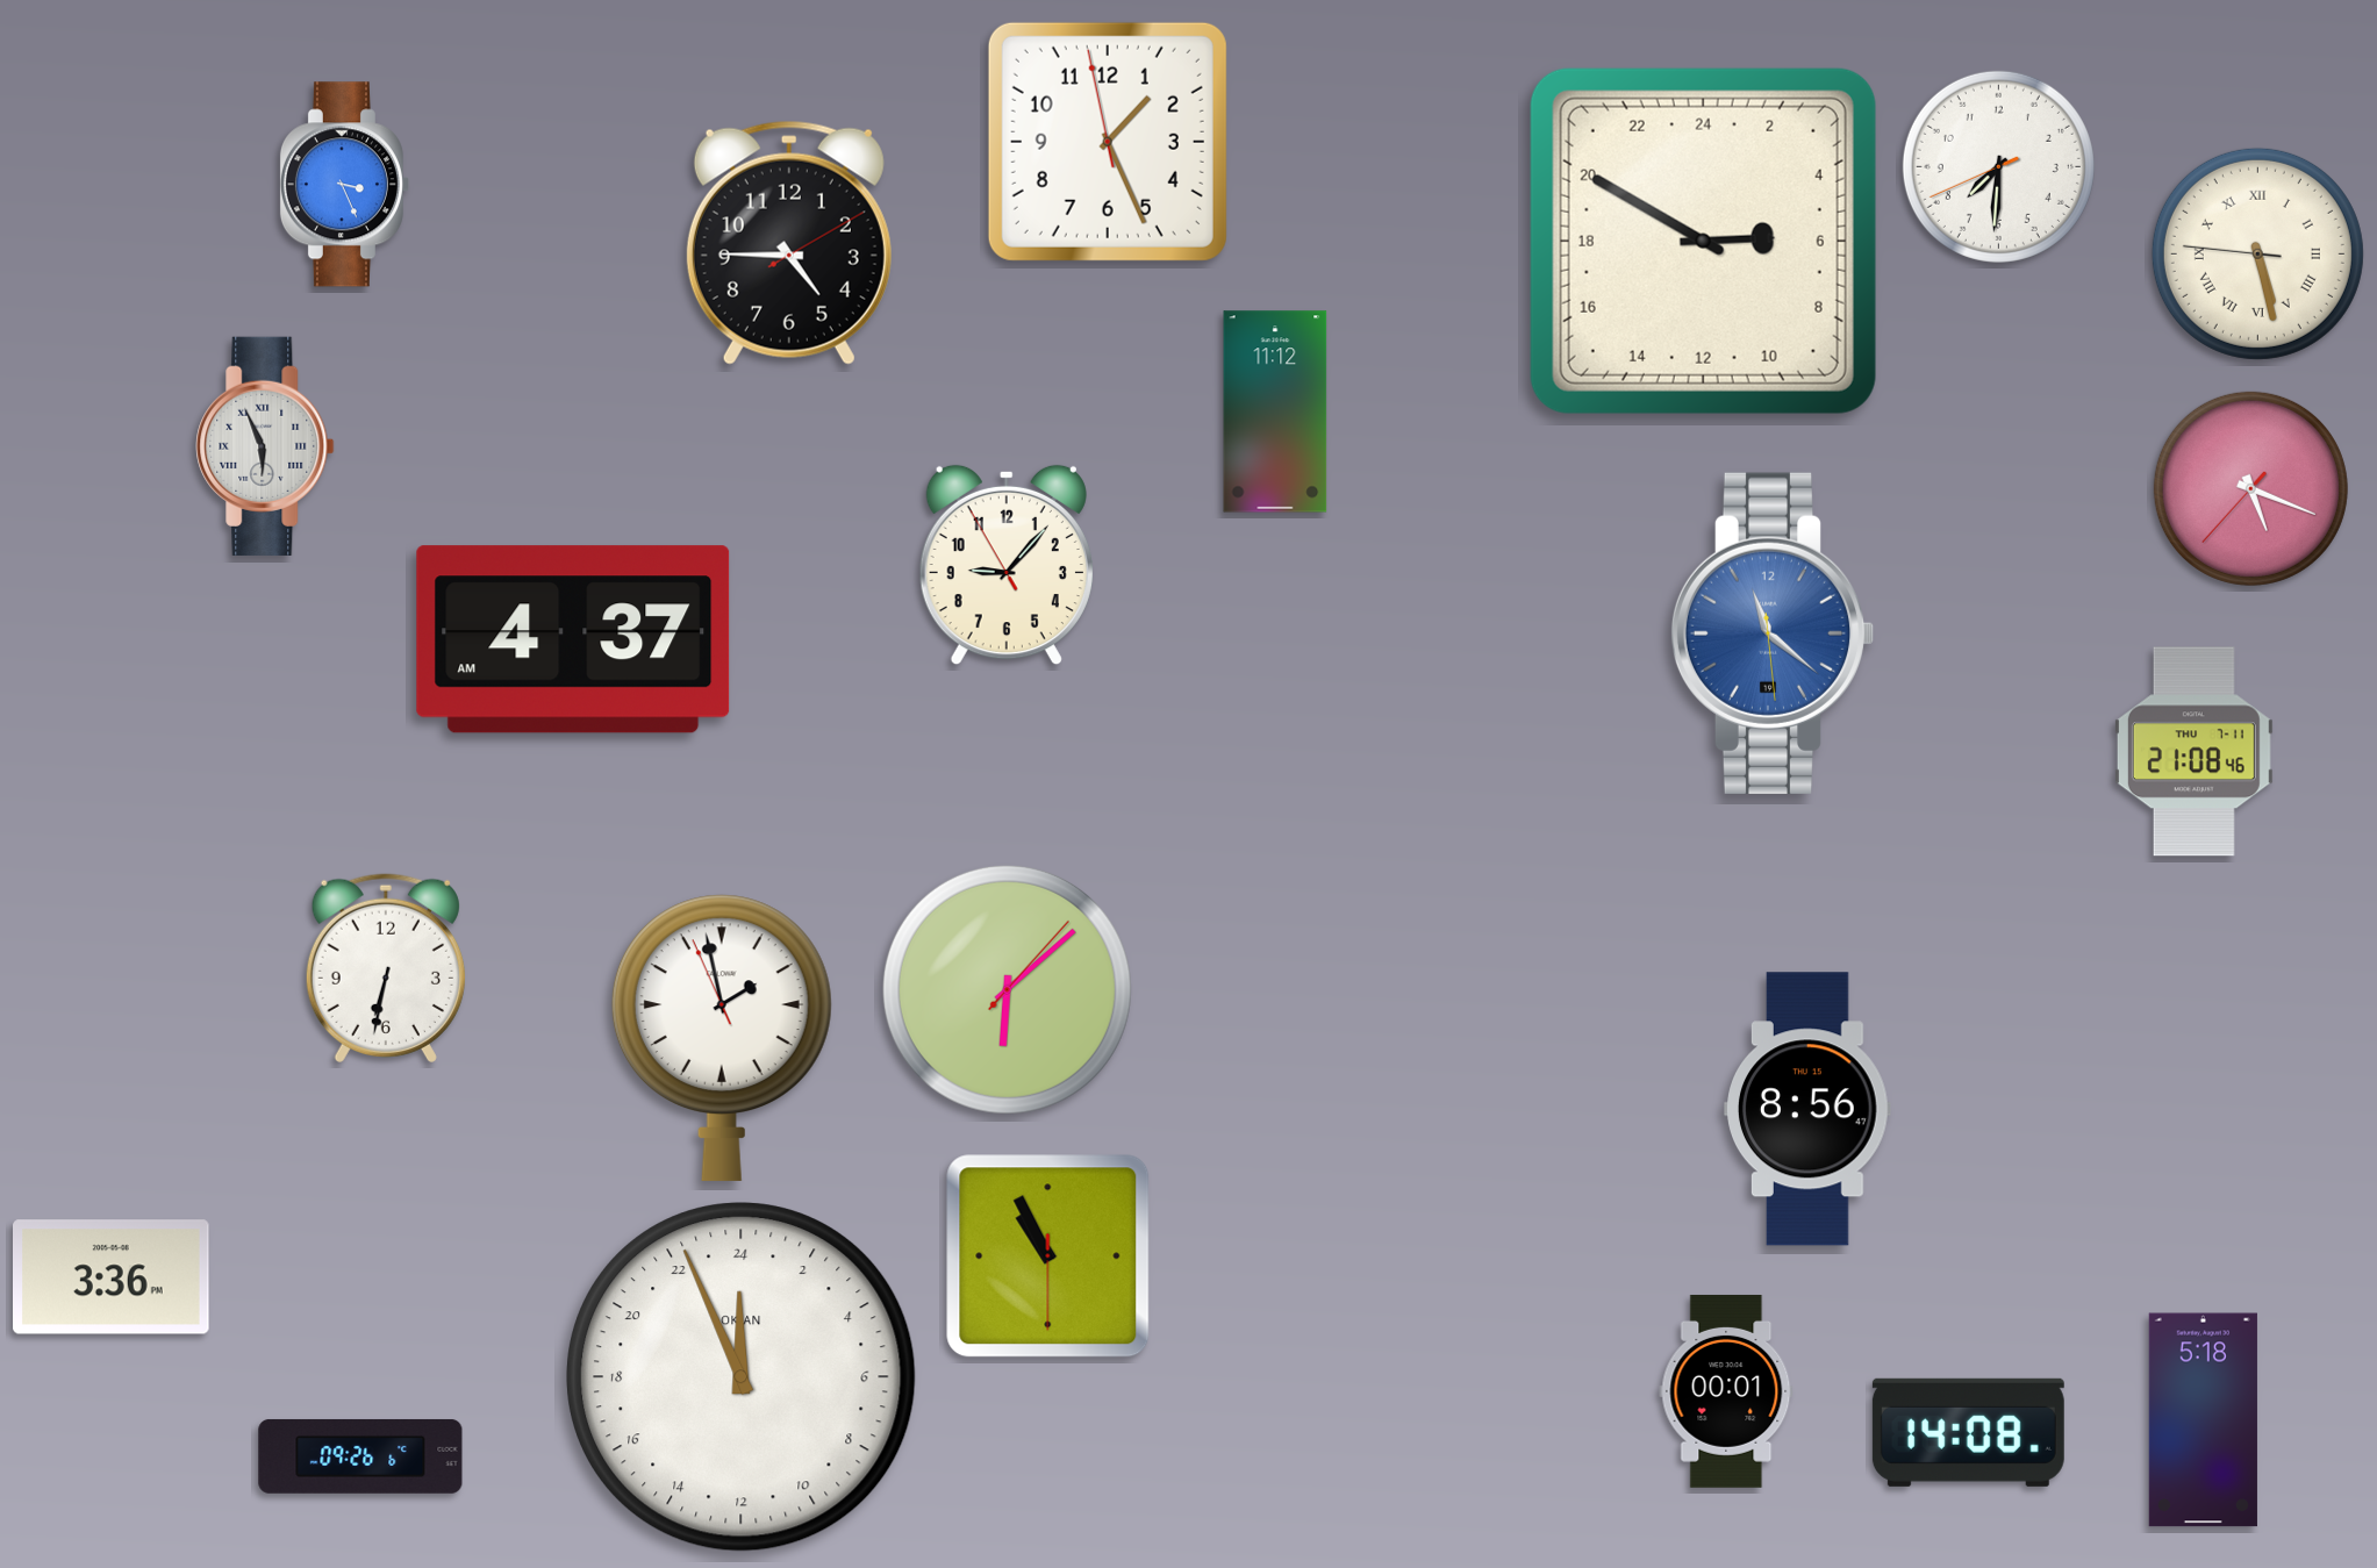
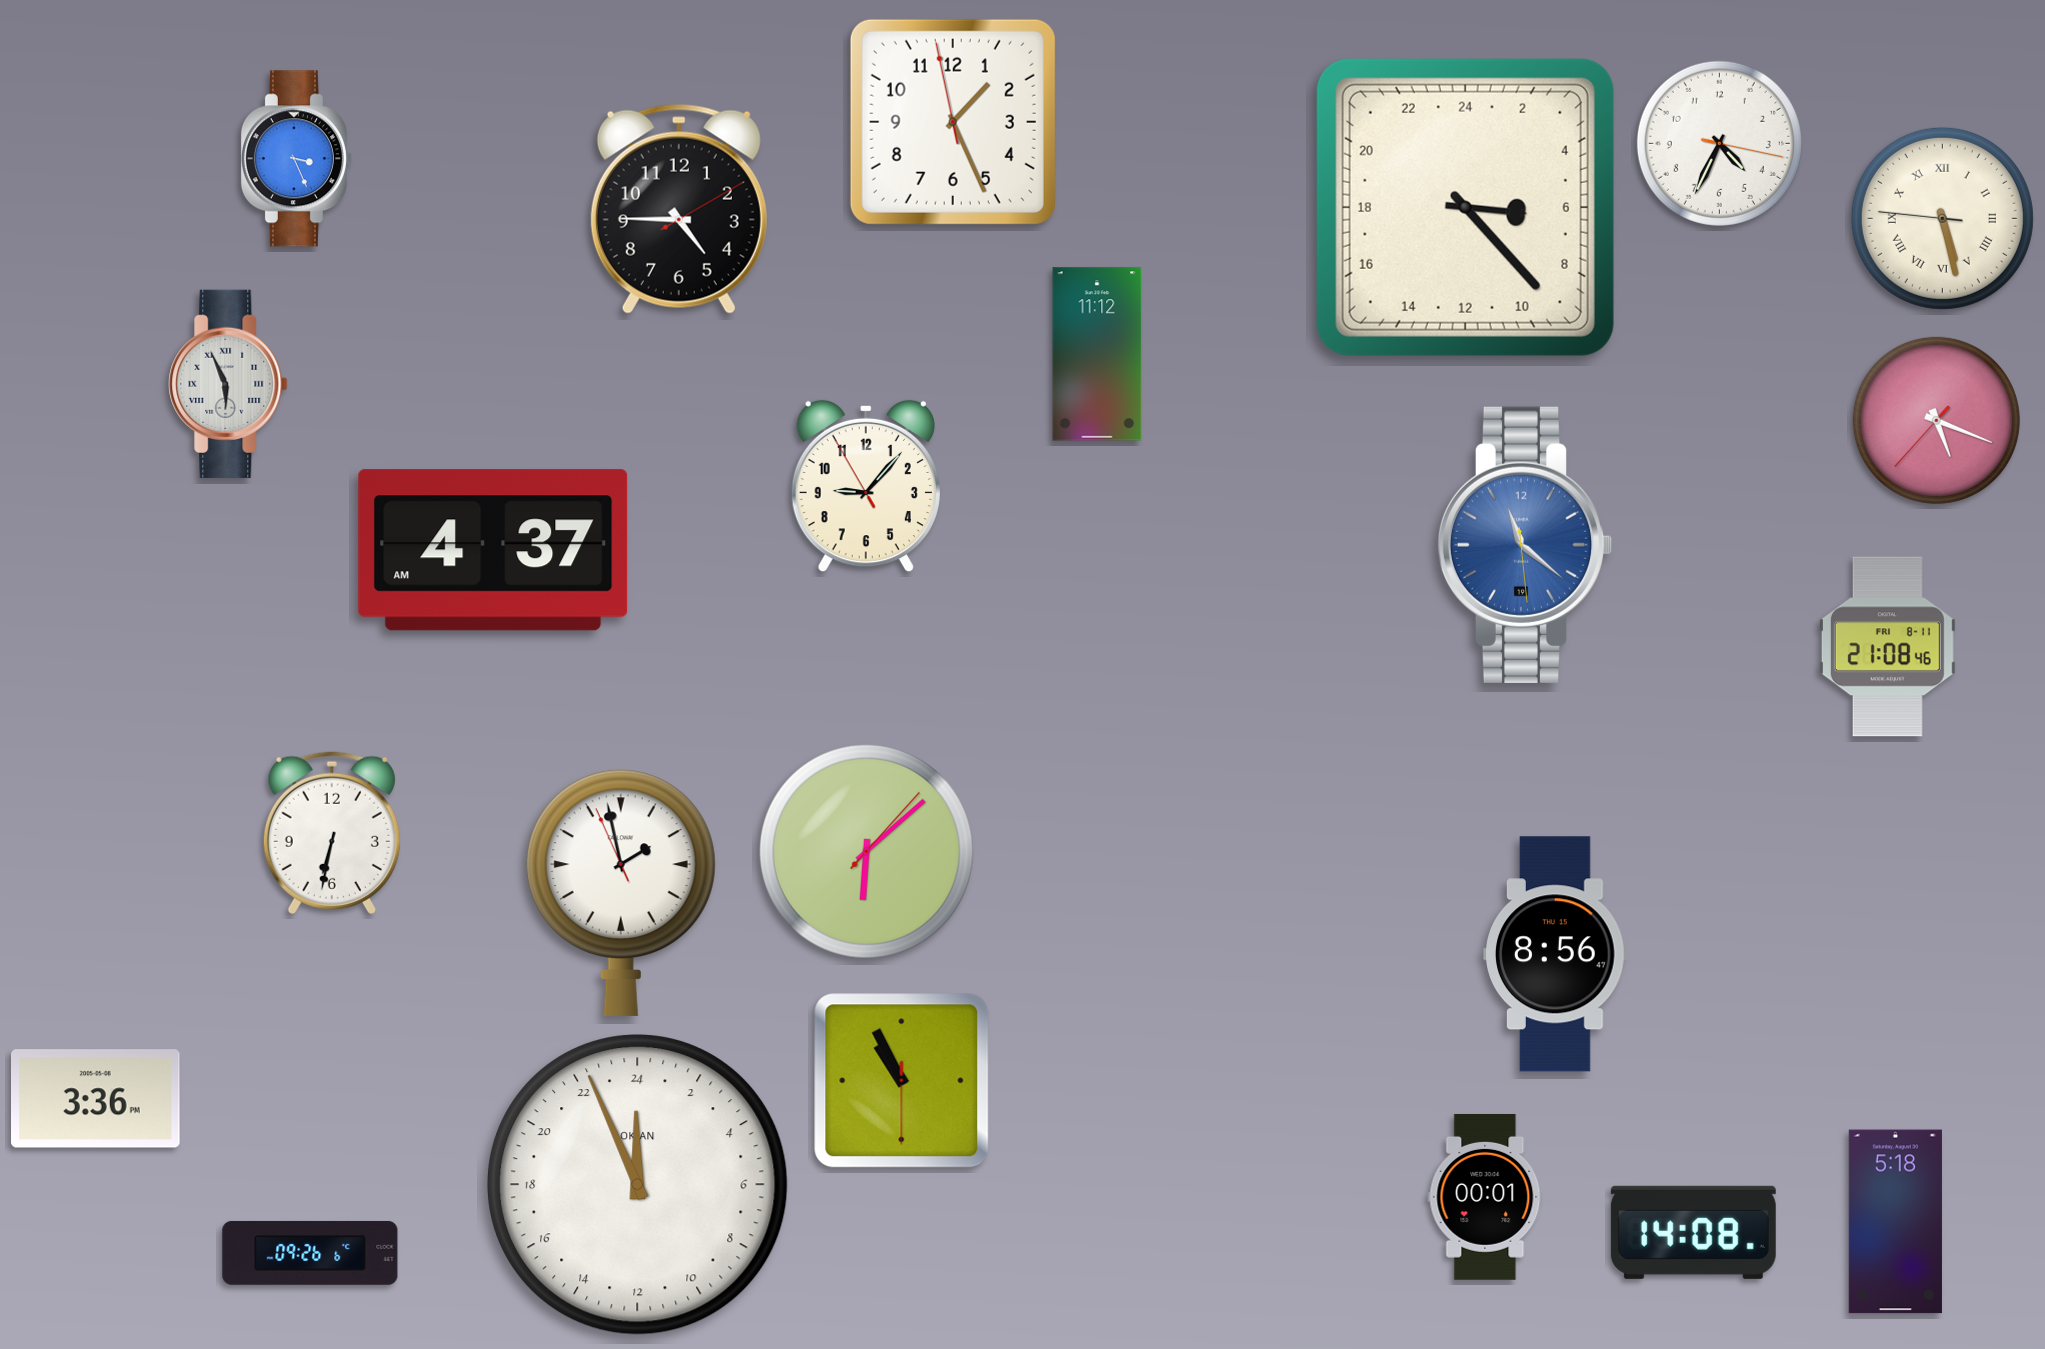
clock at (1998, 166): 7:30 -> 4:34
clock at (1703, 241): 5:50 -> 6:23
clock at (2193, 752) date: THU 7-11 -> FRI 8-11
